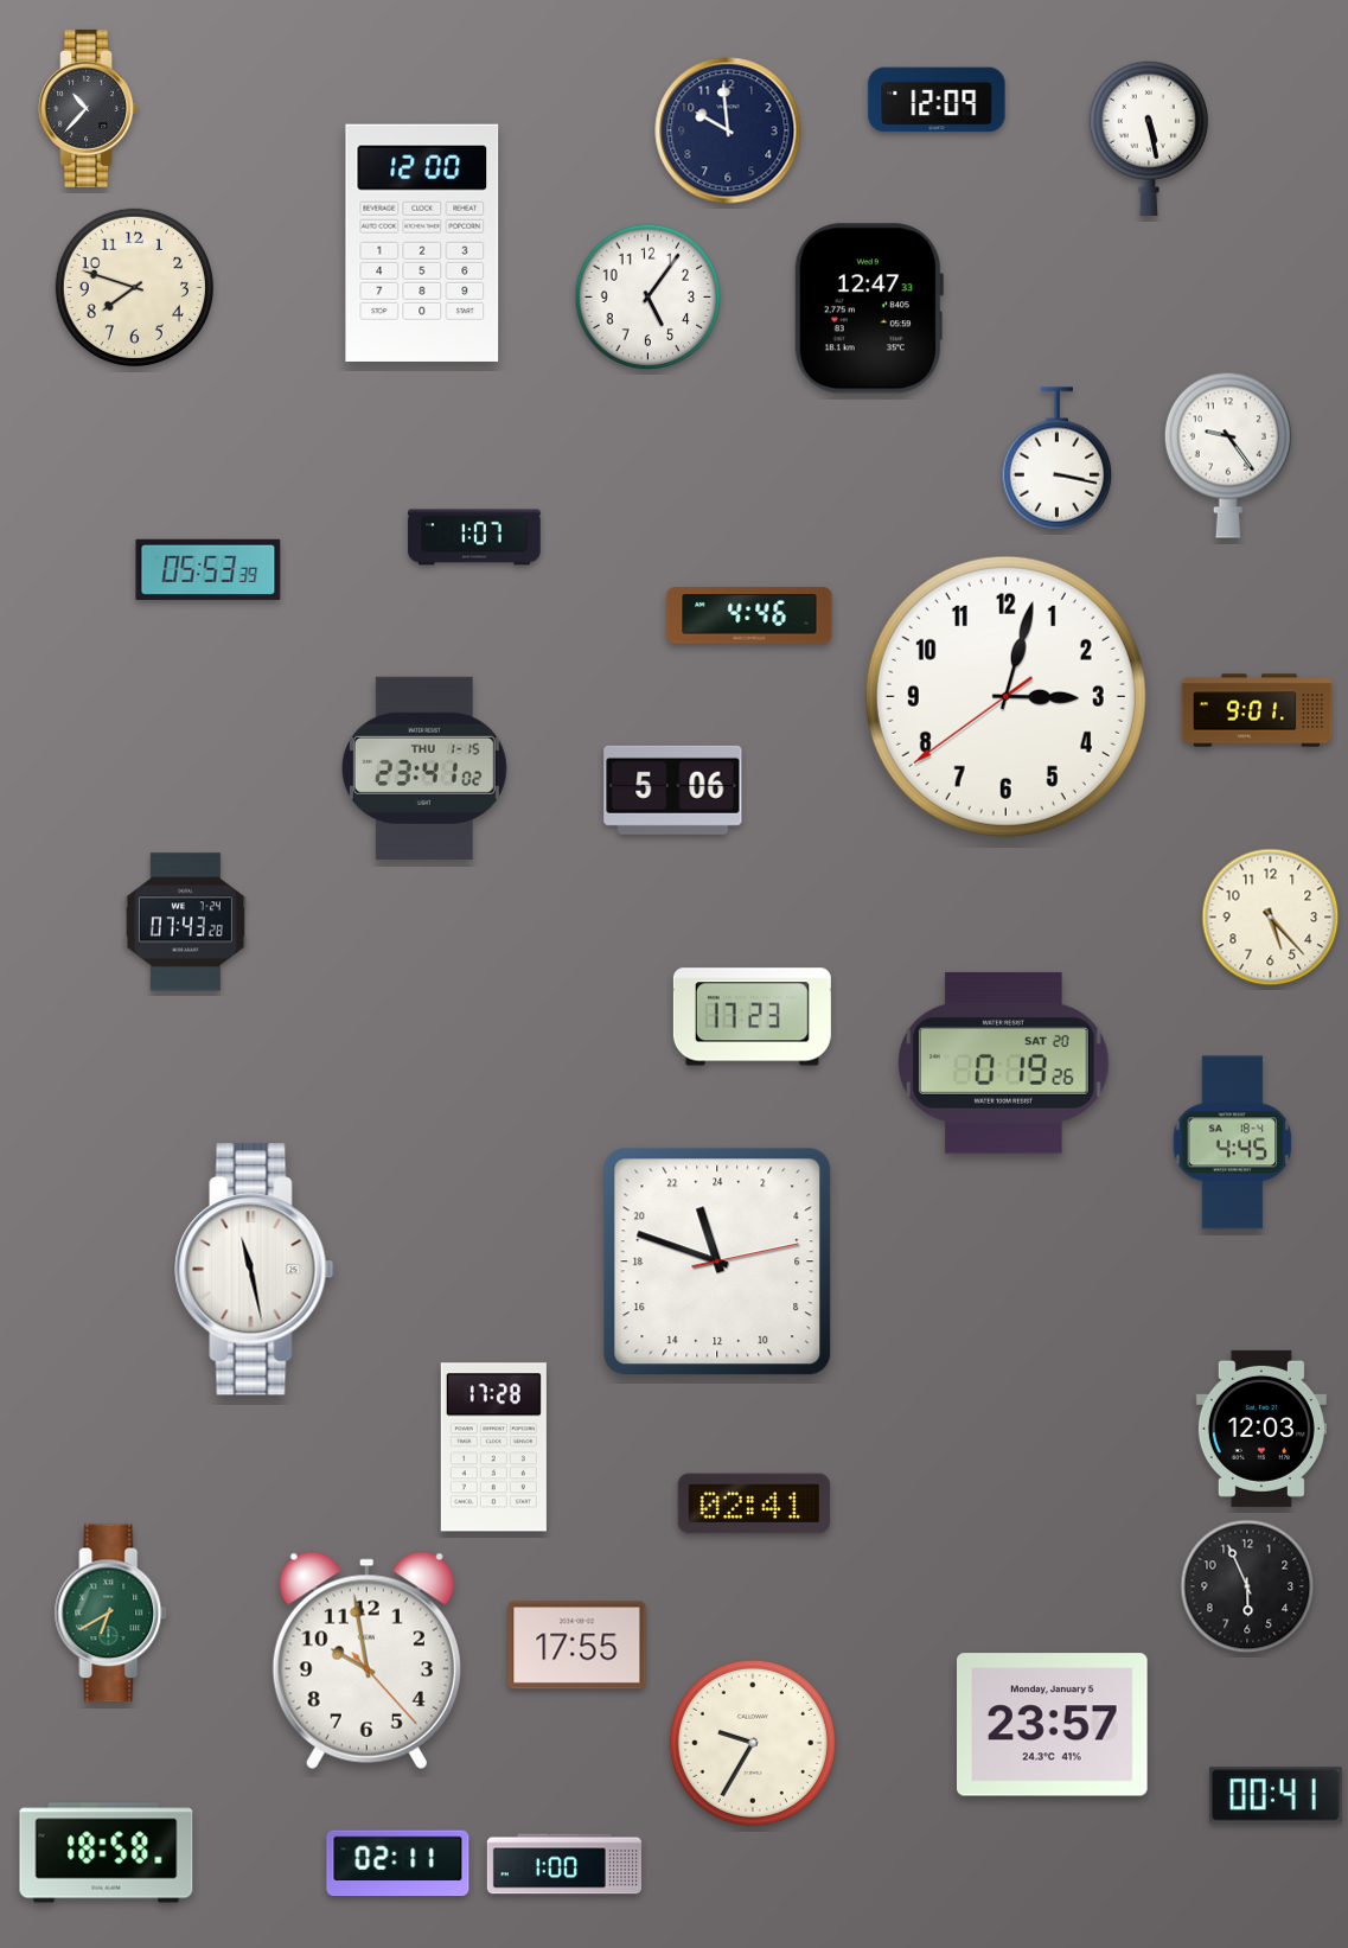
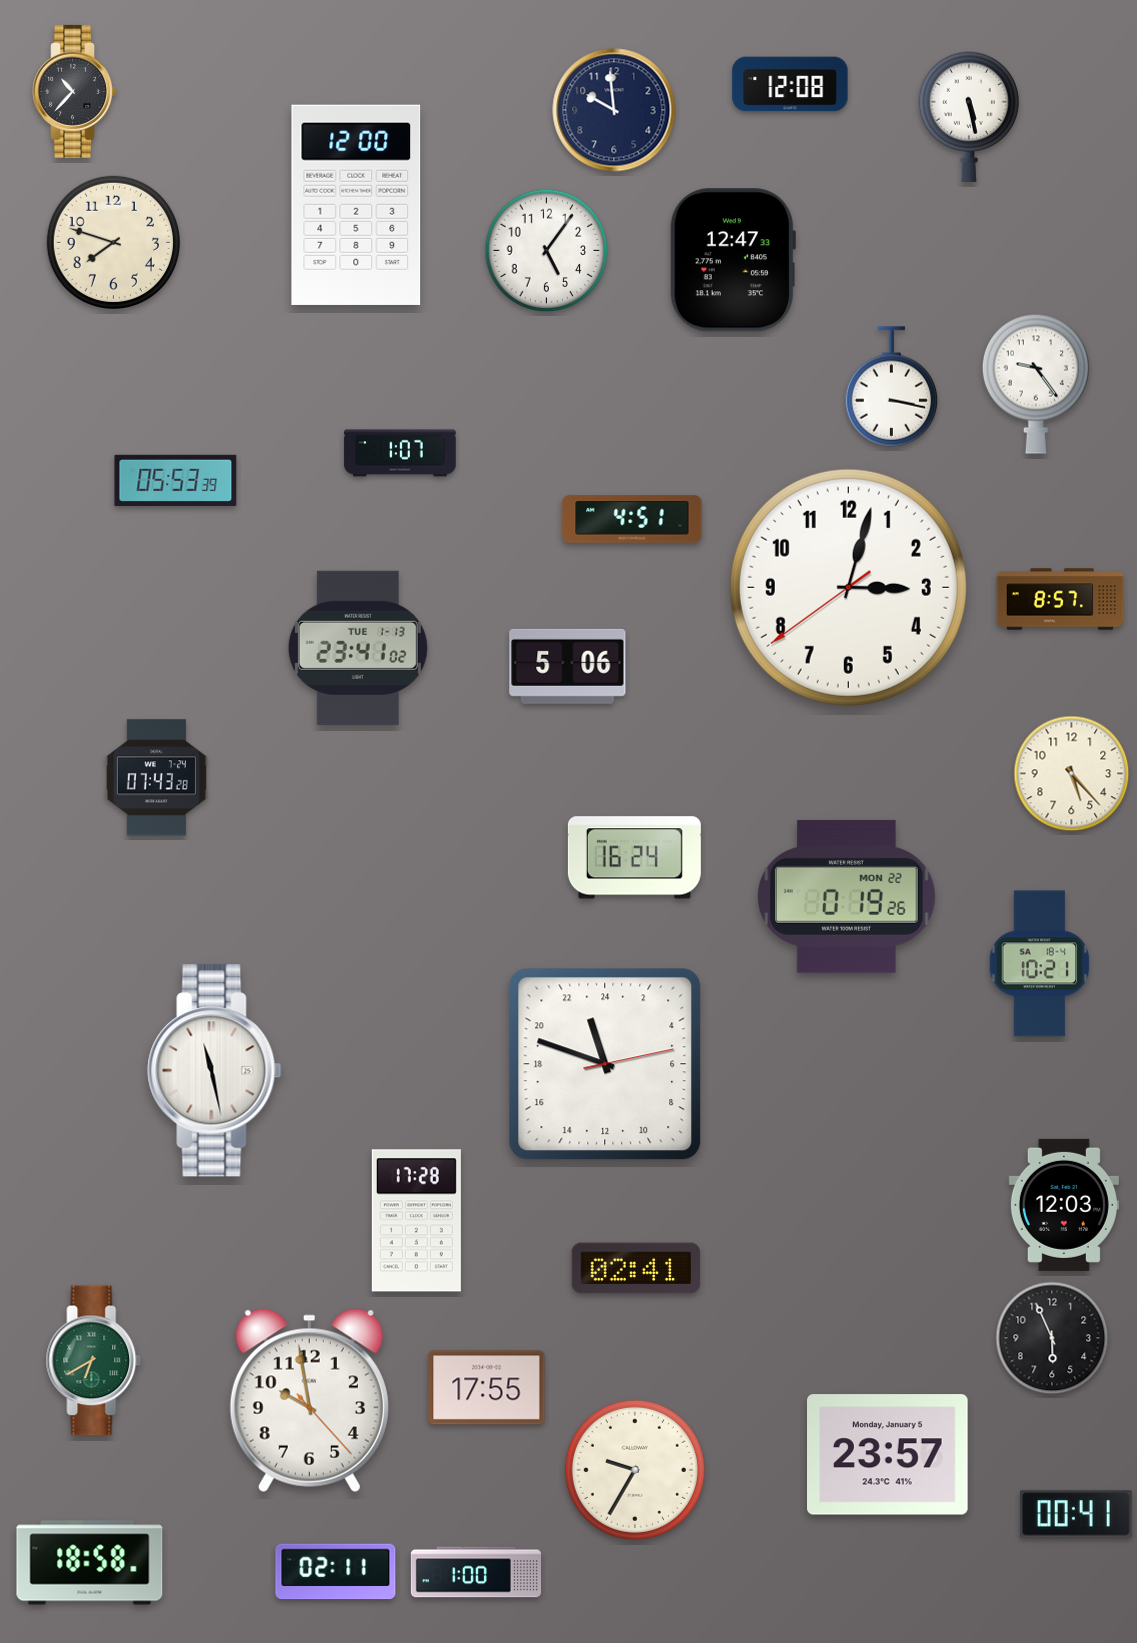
clock at (937, 100): 12:09 -> 12:08
clock at (749, 615): 4:46 -> 4:51
clock at (1257, 710): 9:01 -> 8:57
clock at (424, 768) date: THU 1-15 -> TUE 1-13
clock at (752, 1017): 17:23 -> 16:24
clock at (1004, 1062) date: SAT 20 -> MON 22
clock at (1233, 1143): 4:45 -> 10:21
